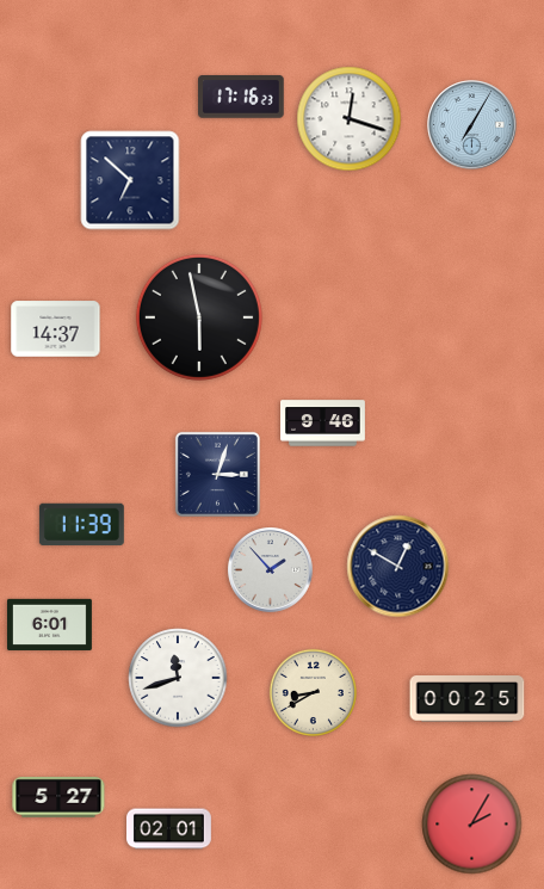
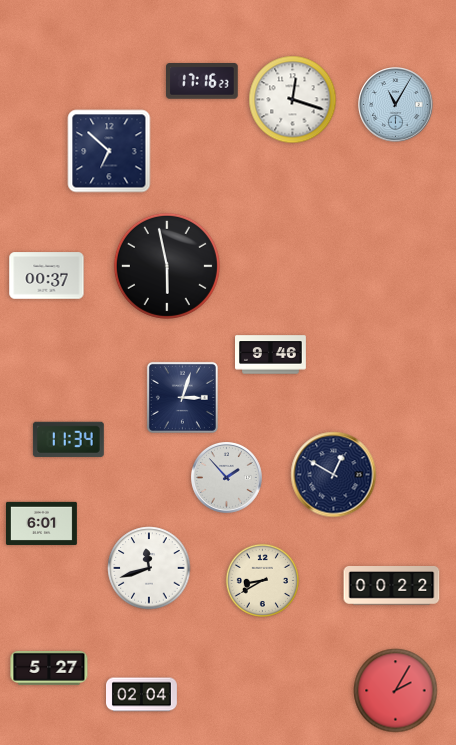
clock at (472, 125): 7:05 -> 11:05
clock at (56, 329): 14:37 -> 00:37
clock at (81, 524): 11:39 -> 11:34
clock at (468, 699): 00:25 -> 00:22
clock at (169, 829): 02:01 -> 02:04
